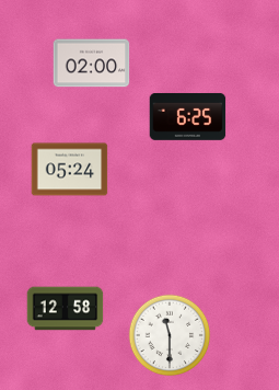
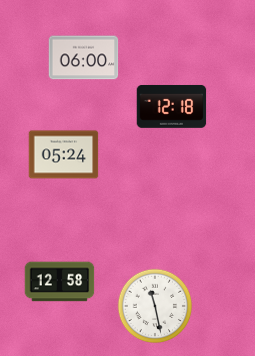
clock at (92, 64): 02:00 -> 06:00
clock at (188, 116): 6:25 -> 12:18
clock at (170, 335): 11:30 -> 11:28
